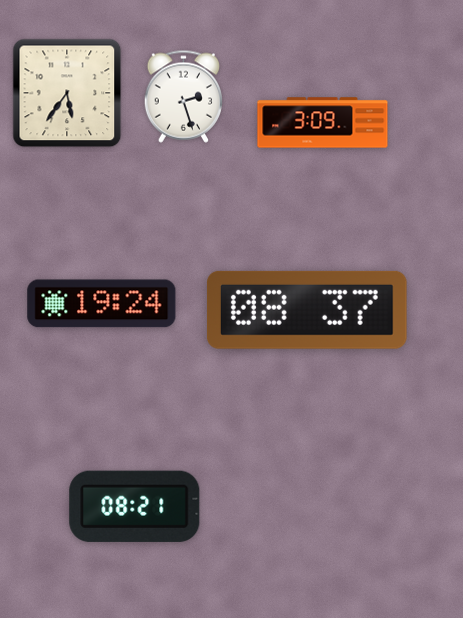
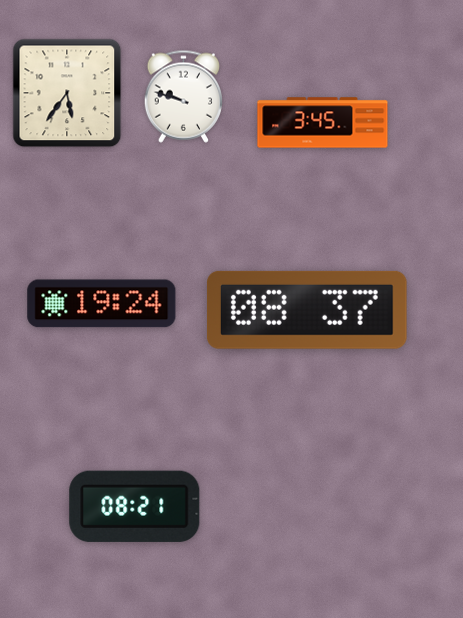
clock at (183, 96): 2:27 -> 9:48
clock at (323, 123): 3:09 -> 3:45
